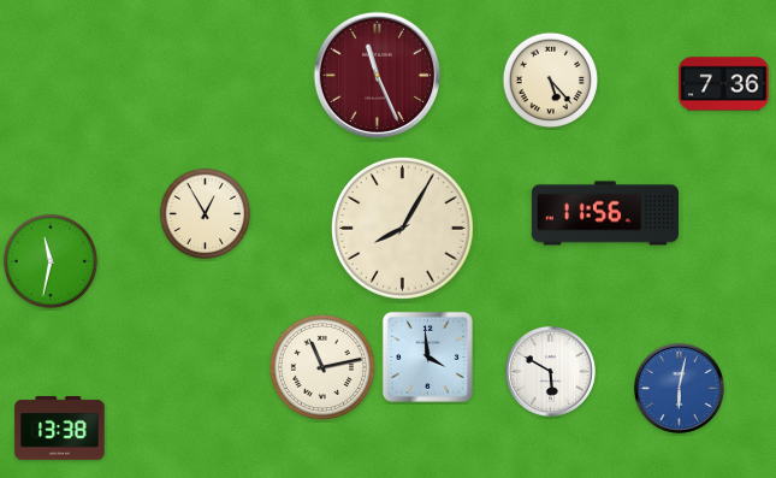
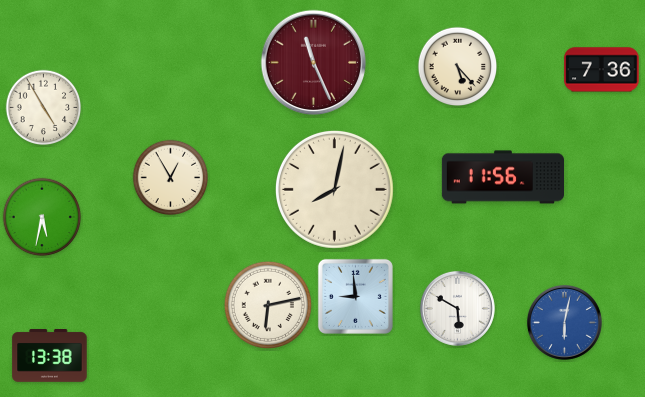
clock at (44, 108): none -> 4:55
clock at (402, 228): 8:05 -> 8:02
clock at (51, 261): 11:32 -> 5:32
clock at (427, 356): 3:59 -> 8:59
clock at (322, 367): 11:13 -> 6:13
